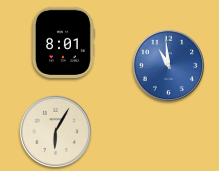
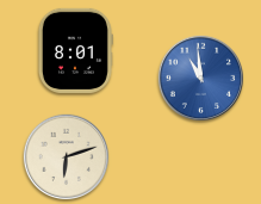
clock at (55, 131): 6:05 -> 6:12
